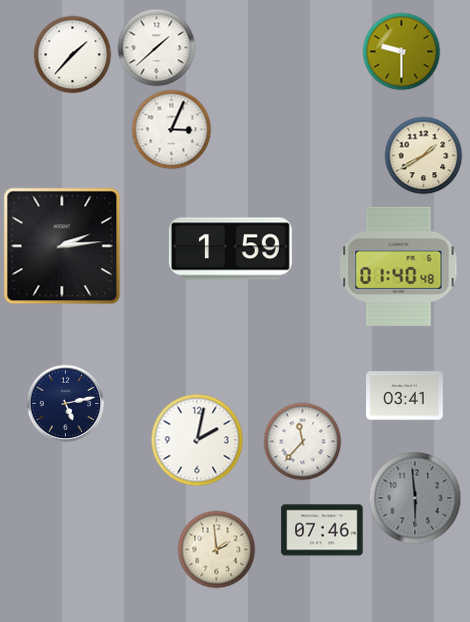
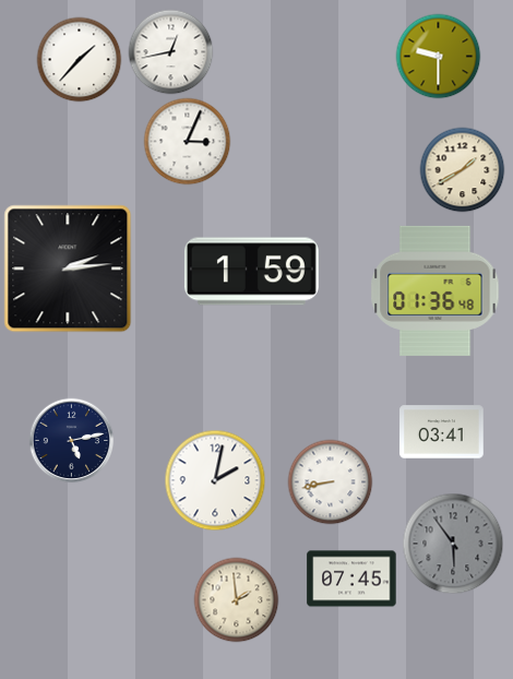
clock at (156, 47): 1:38 -> 12:43
clock at (399, 266): 01:40 -> 01:36
clock at (302, 441): 11:37 -> 8:43
clock at (415, 498): 5:59 -> 5:54
clock at (322, 530): 07:46 -> 07:45
